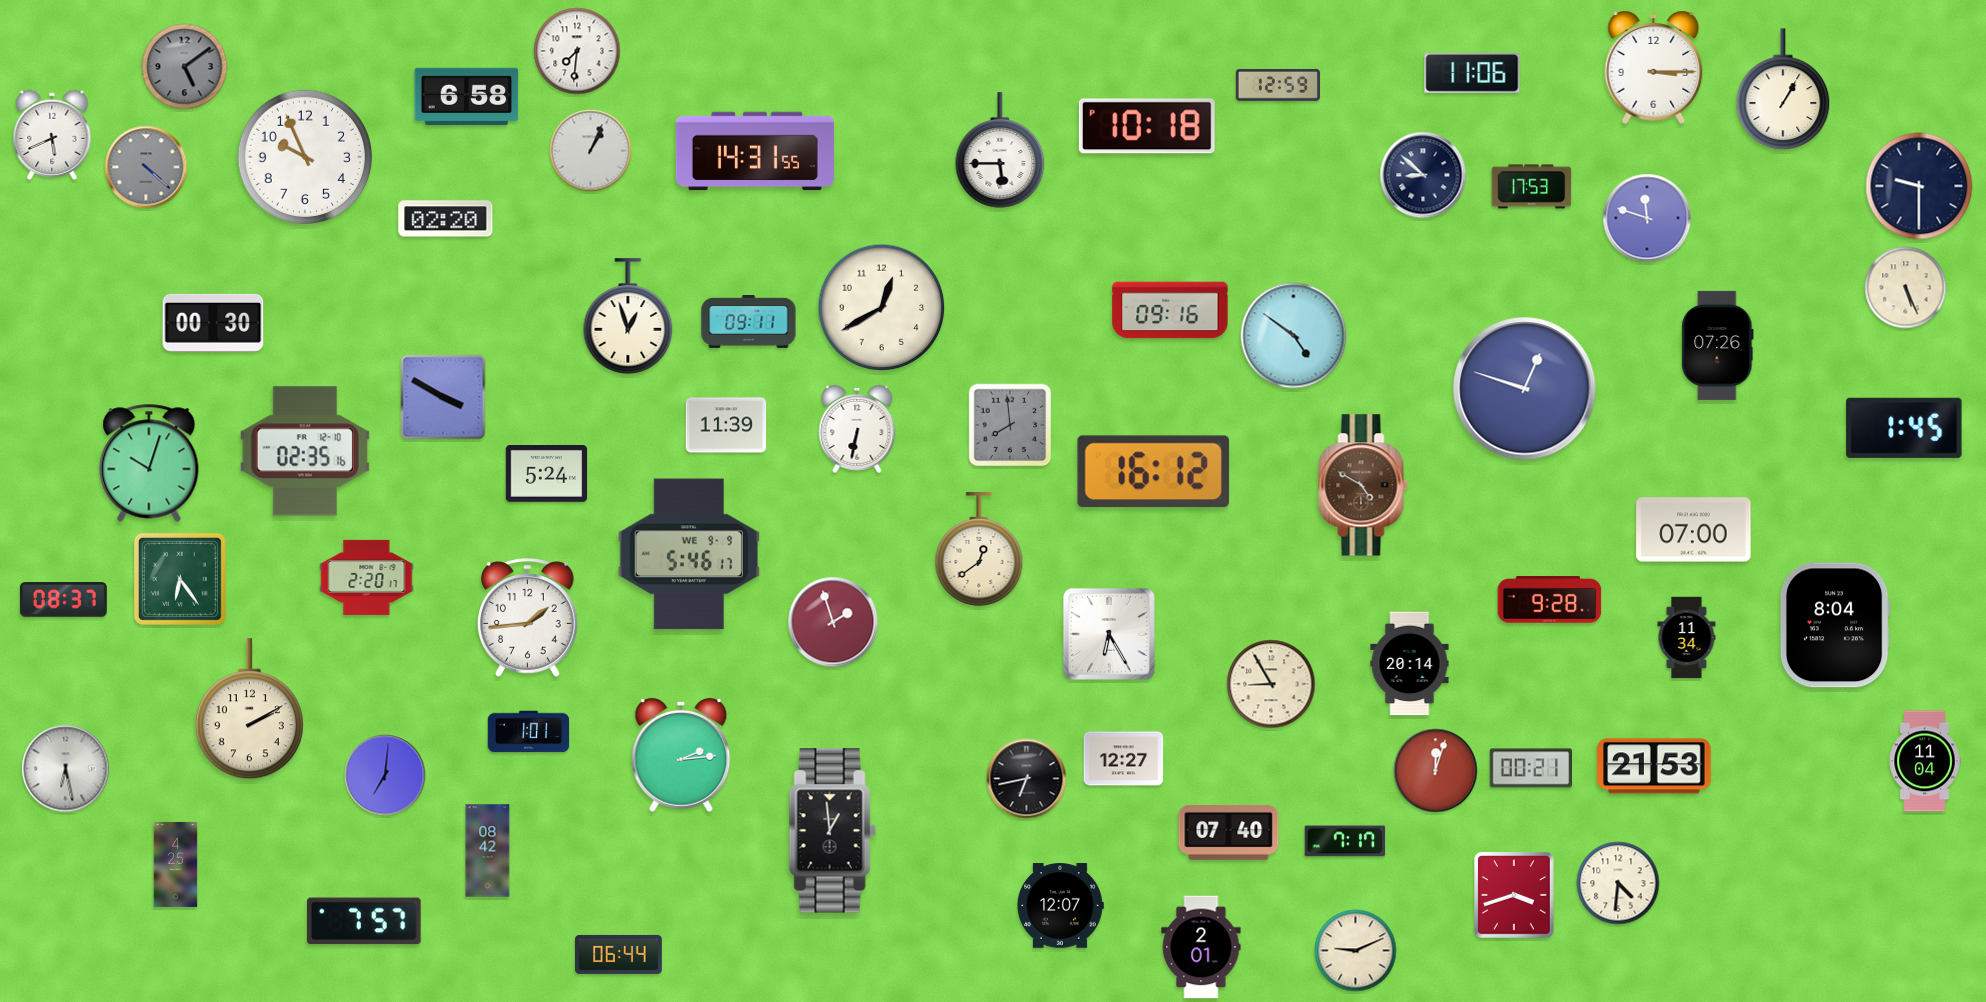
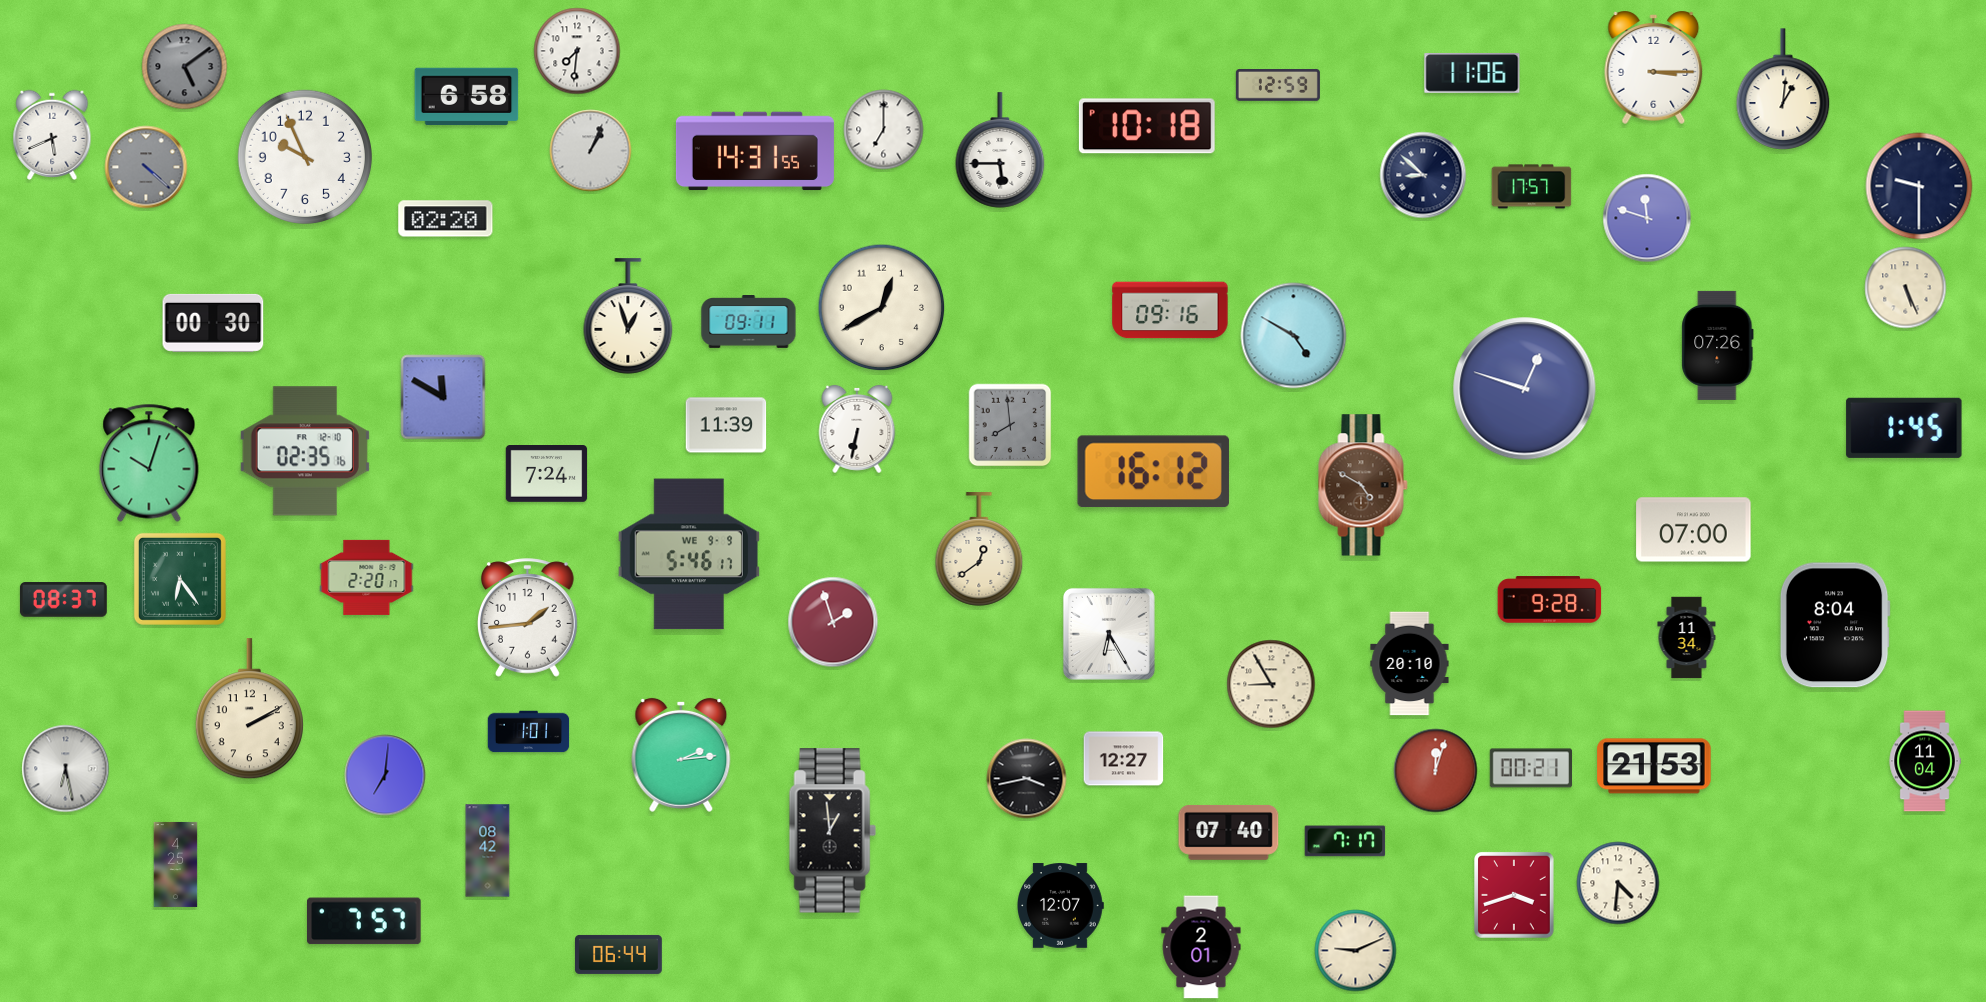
clock at (1783, 89): 1:05 -> 1:01
clock at (884, 130): none -> 7:00
clock at (1532, 187): 17:53 -> 17:57
clock at (1294, 336): 4:51 -> 4:50
clock at (443, 397): 3:50 -> 11:50
clock at (547, 474): 5:24 -> 7:24
clock at (1410, 664): 20:14 -> 20:10
clock at (1027, 779): 6:43 -> 3:43
